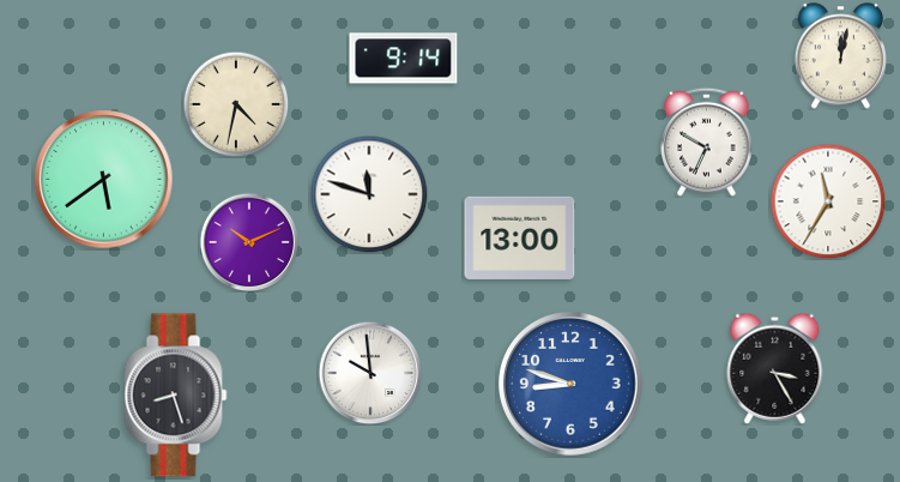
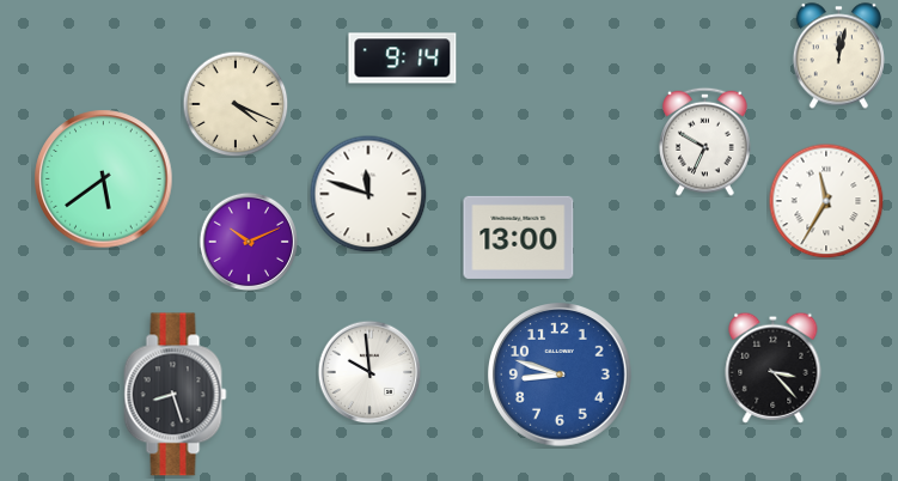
clock at (236, 104): 4:32 -> 4:19
clock at (775, 368): 3:25 -> 3:23
clock at (570, 384) position: (570, 384) -> (560, 375)
